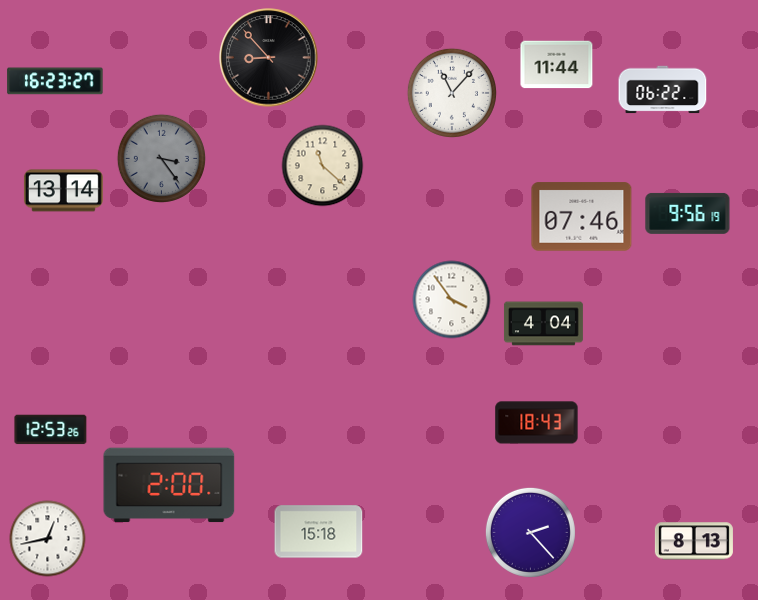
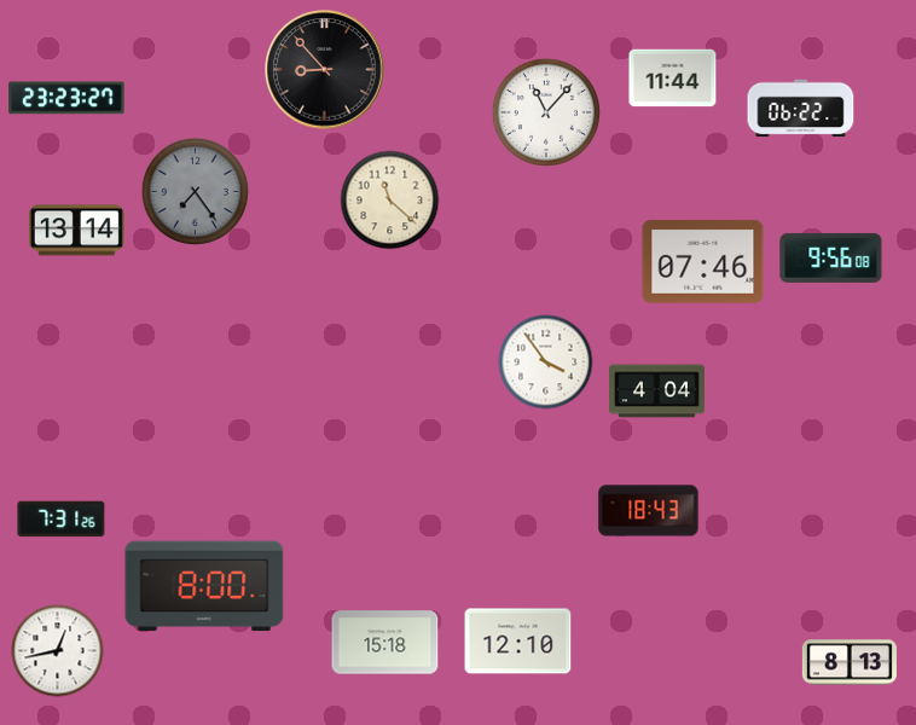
clock at (55, 81): 16:23 -> 23:23
clock at (161, 158): 3:24 -> 7:24
clock at (688, 213): 9:56:19 -> 9:56:08
clock at (51, 430): 12:53 -> 7:31
clock at (169, 485): 2:00 -> 8:00
clock at (518, 642): none -> 12:10
clock at (530, 532): 2:23 -> none
clock at (694, 541) position: (694, 541) -> (850, 662)
